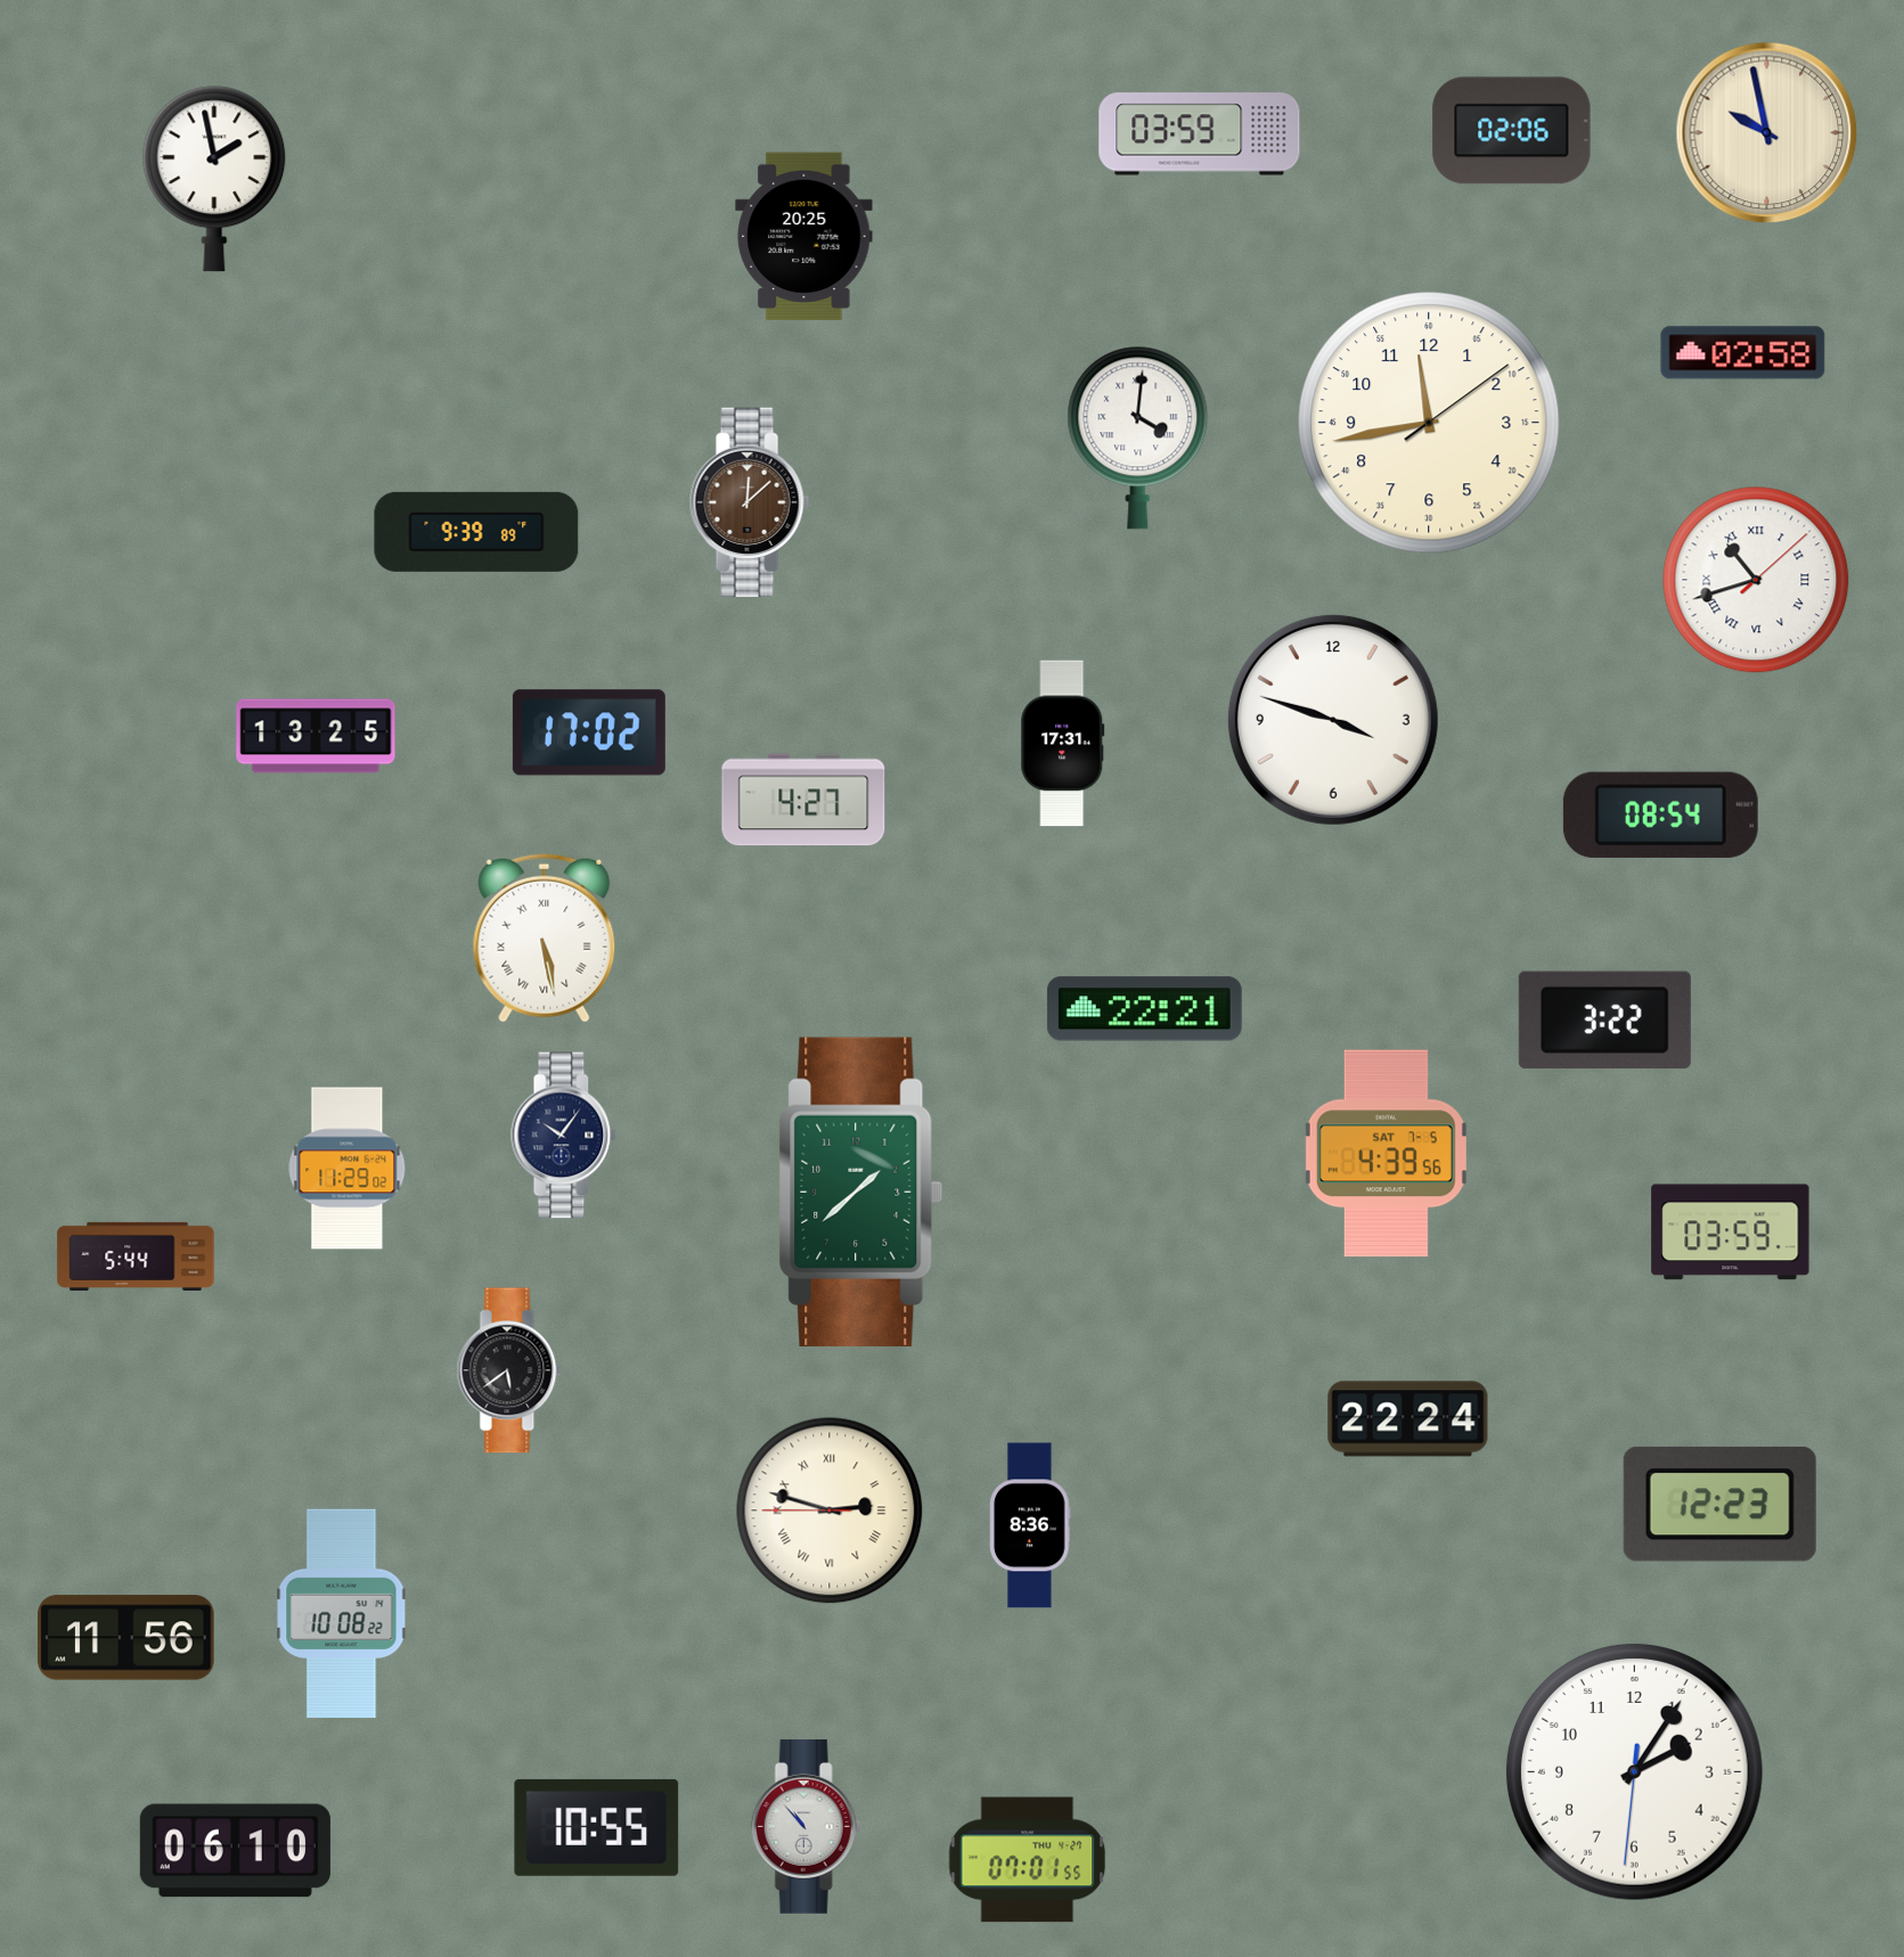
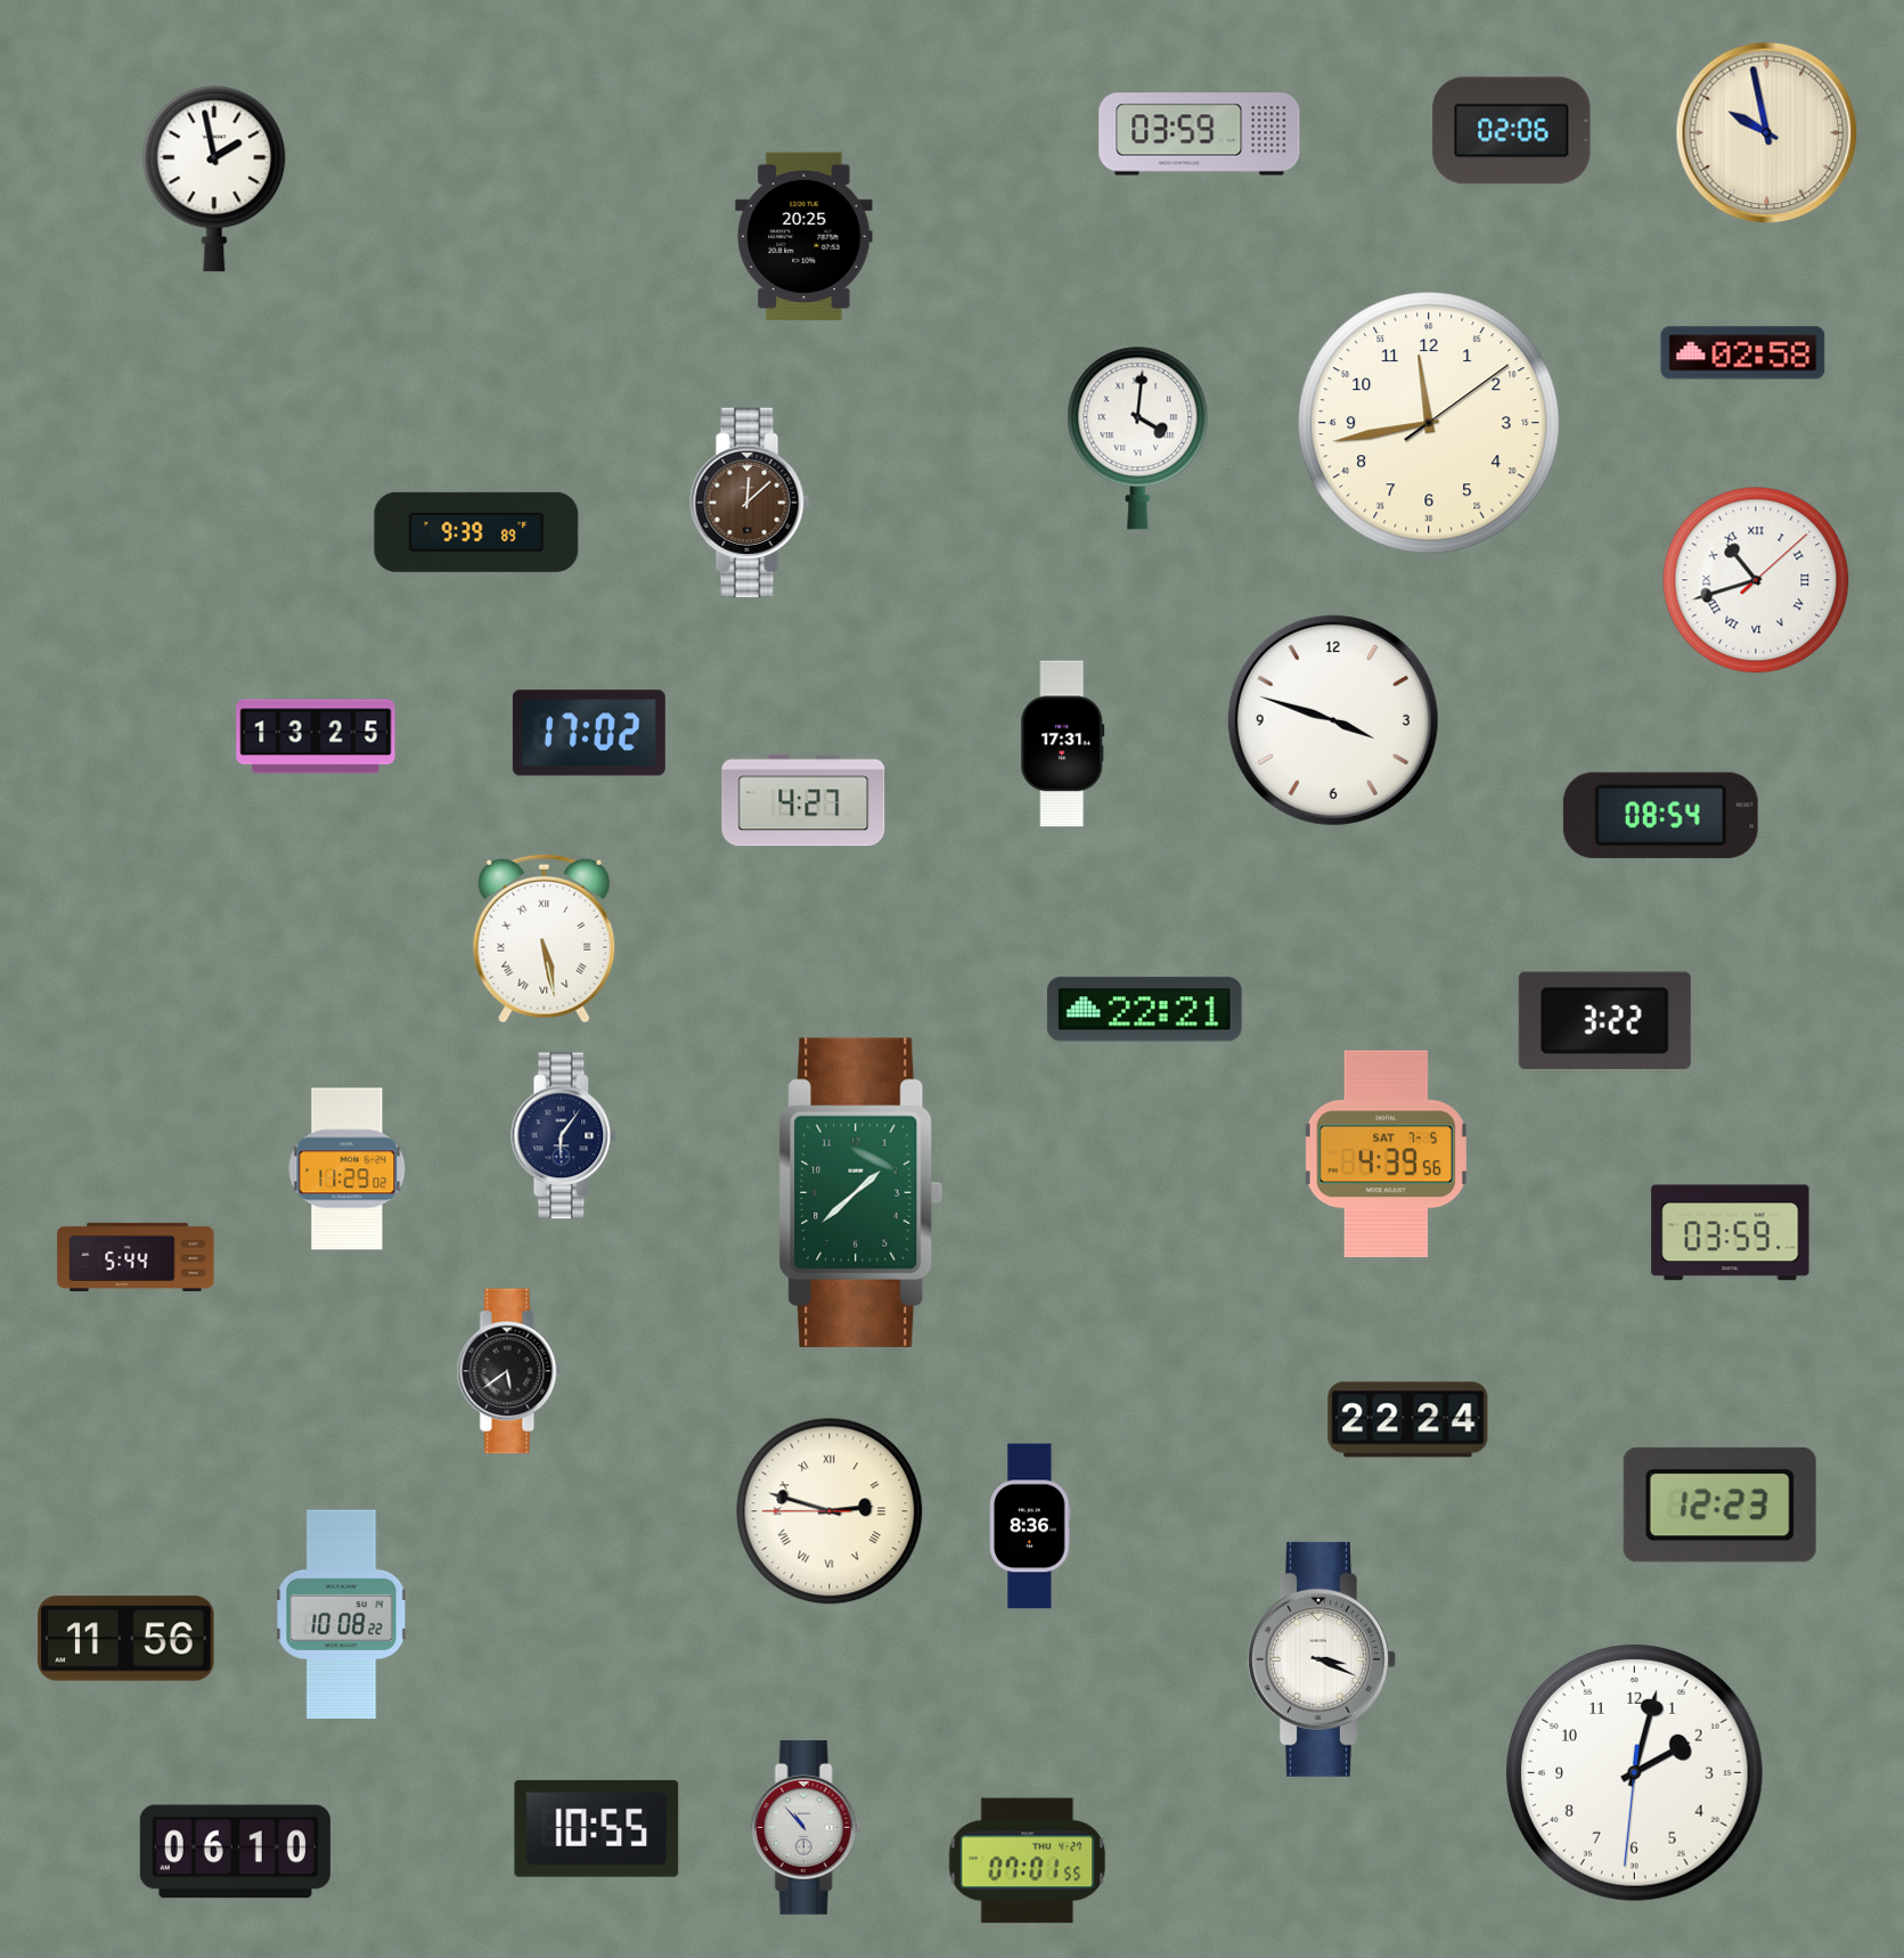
clock at (564, 1136): 10:06 -> 6:06
clock at (1322, 1659): none -> 3:19
clock at (1634, 1771): 2:05 -> 2:02
